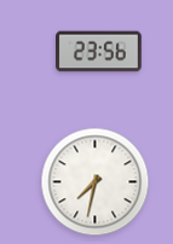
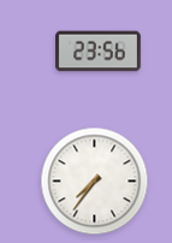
clock at (96, 182): 7:32 -> 7:36
